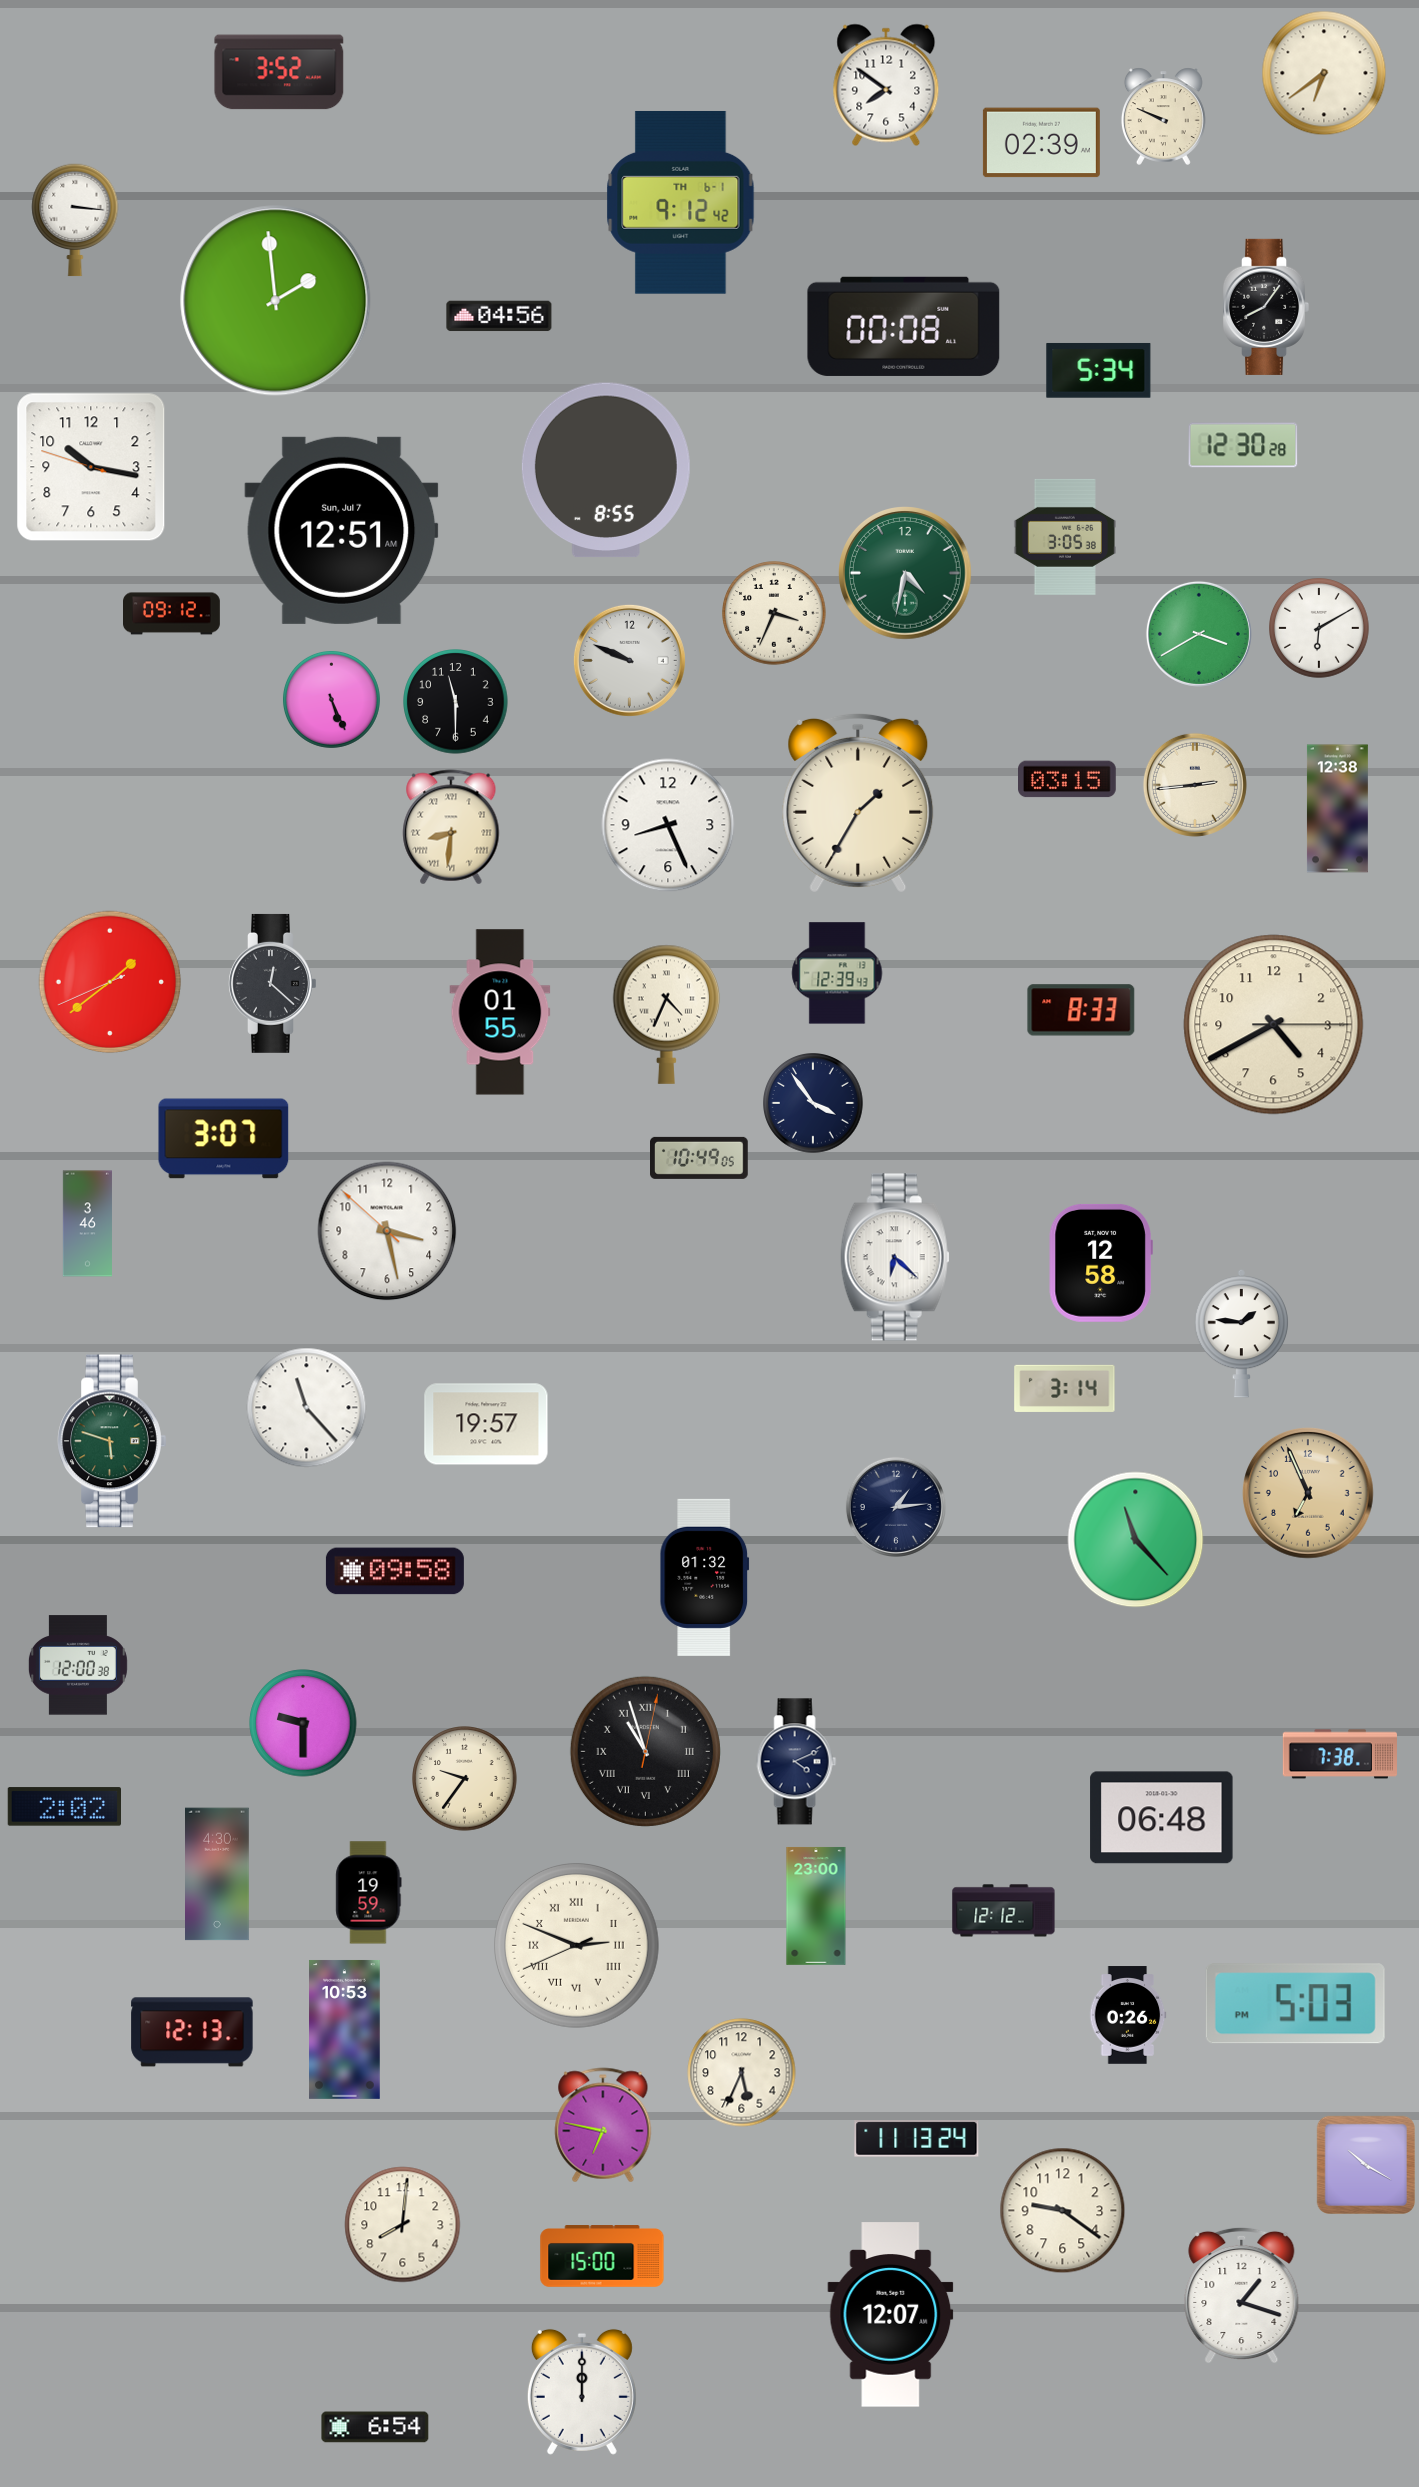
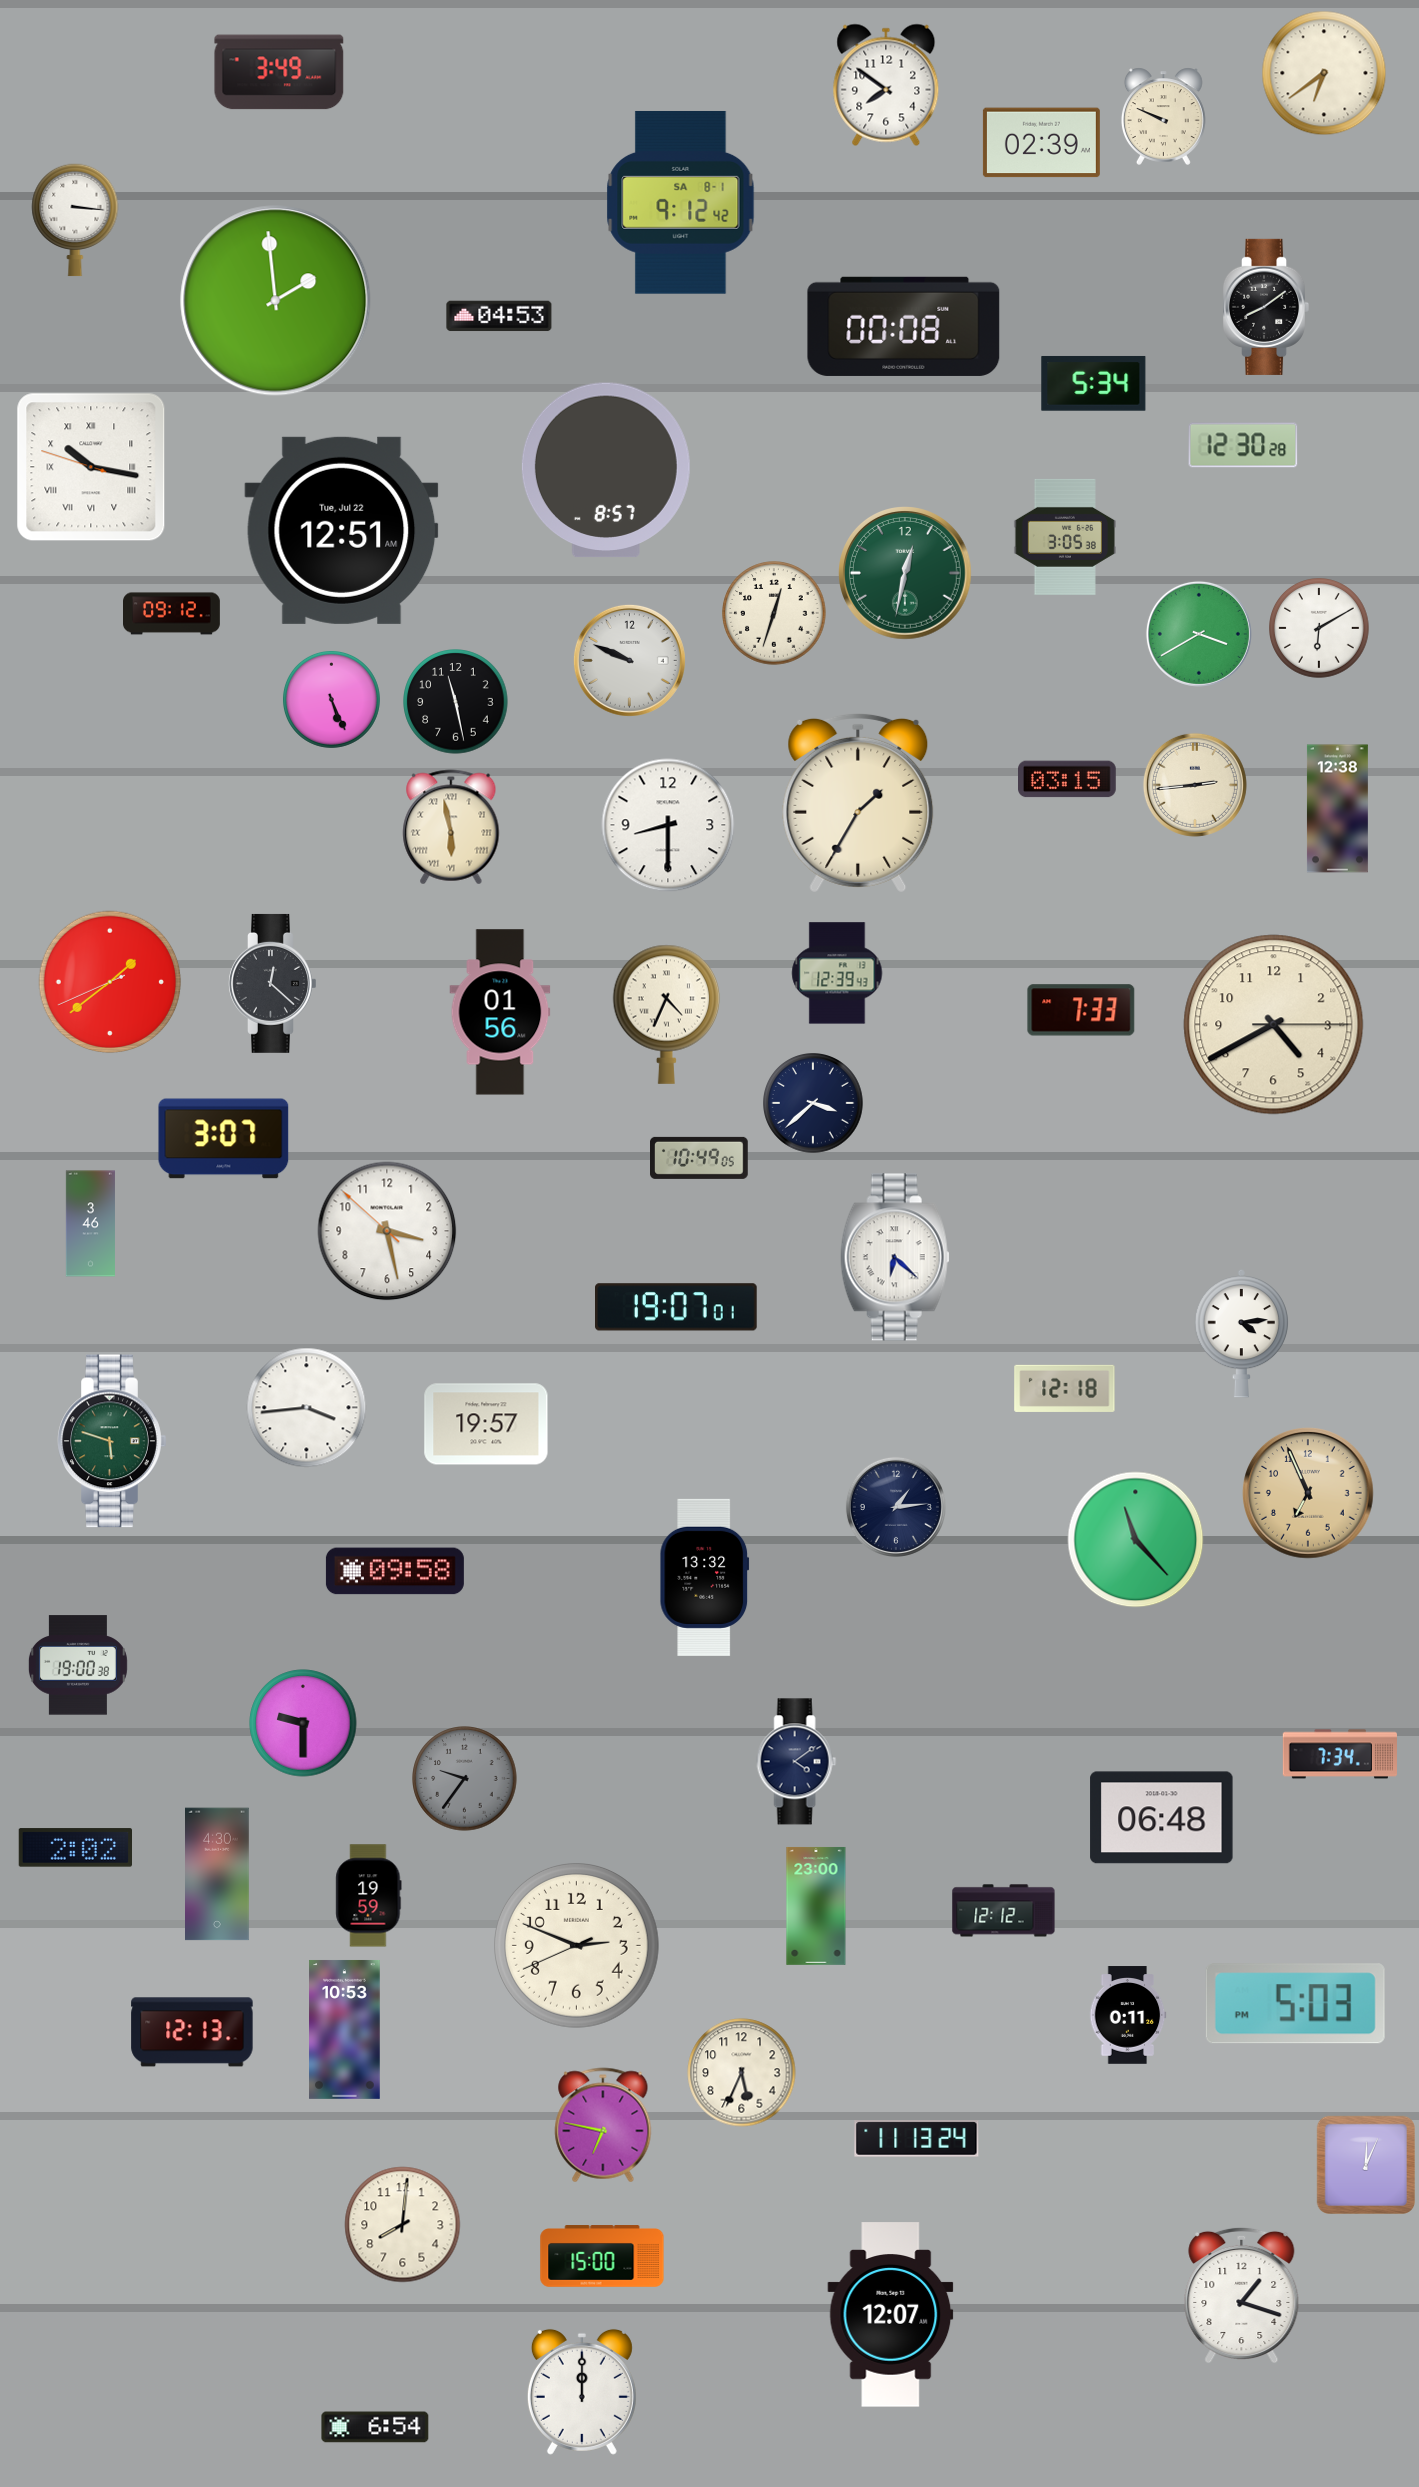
clock at (279, 72): 3:52 -> 3:49
clock at (681, 202) date: TH 6-1 -> SA 8-1
clock at (1266, 307): 8:06 -> 8:09
clock at (499, 316): 04:56 -> 04:53
clock at (1099, 370) position: (1099, 370) -> (1094, 383)
clock at (91, 467) numerals: Arabic -> Roman
clock at (606, 470): 8:55 -> 8:57
clock at (342, 530) date: Sun, Jul 7 -> Tue, Jul 22
clock at (906, 574): 4:32 -> 12:32
clock at (774, 613): 3:34 -> 12:33
clock at (456, 702): 11:30 -> 11:28
clock at (668, 825): 8:26 -> 8:30
clock at (451, 827): 8:31 -> 5:58
clock at (1081, 1010): 8:33 -> 7:33
clock at (500, 1012): 01:55 -> 01:56
clock at (814, 1104): 3:54 -> 3:38
clock at (87, 1224) position: (87, 1224) -> (90, 1224)
clock at (1101, 1263): 12:58 -> none
clock at (677, 1307): none -> 19:07
clock at (1242, 1333): 1:46 -> 4:14
clock at (1065, 1388): 3:14 -> 12:18
clock at (307, 1408): 11:23 -> 3:44
clock at (705, 1577): 01:32 -> 13:32
clock at (78, 1665): 12:00 -> 19:00
clock at (645, 1751): 10:57 -> none
clock at (1340, 1754): 7:38 -> 7:34
clock at (797, 1762): 4:11 -> 4:09
clock at (465, 1779) dial: cream -> grey
clock at (64, 1807) position: (64, 1807) -> (75, 1848)
clock at (369, 1893) position: (369, 1893) -> (369, 1896)
clock at (577, 1946) numerals: Roman -> Arabic
clock at (1128, 2015): 0:26 -> 0:11
clock at (1365, 2164): 10:20 -> 12:04
clock at (1063, 2211): 9:21 -> none
